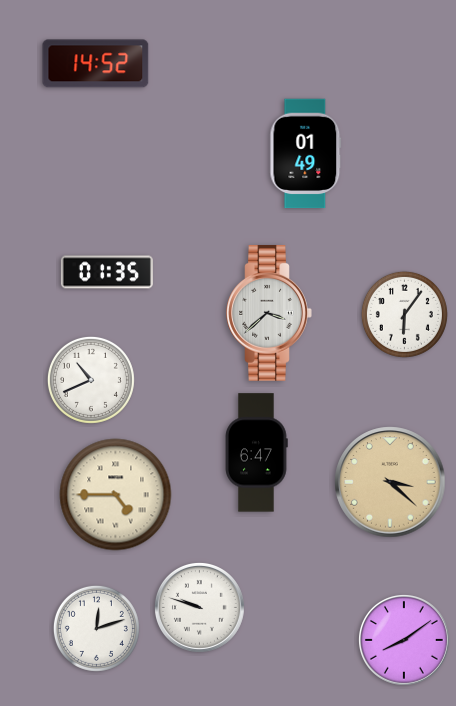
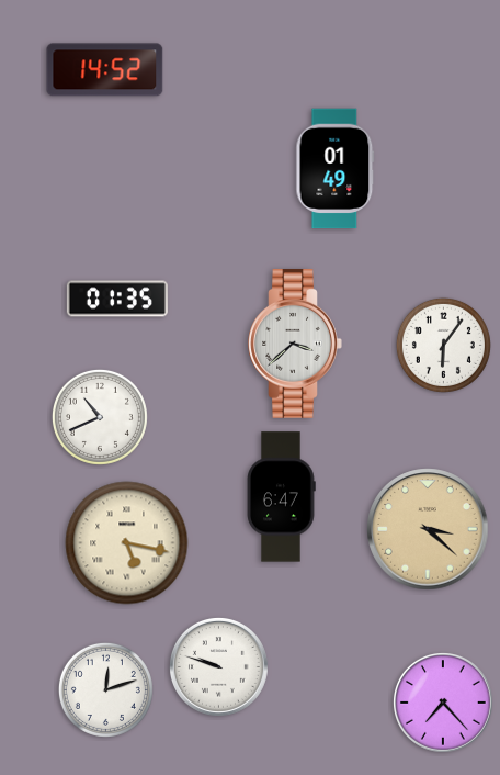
clock at (116, 495): 4:45 -> 5:17
clock at (404, 640): 8:09 -> 7:23
